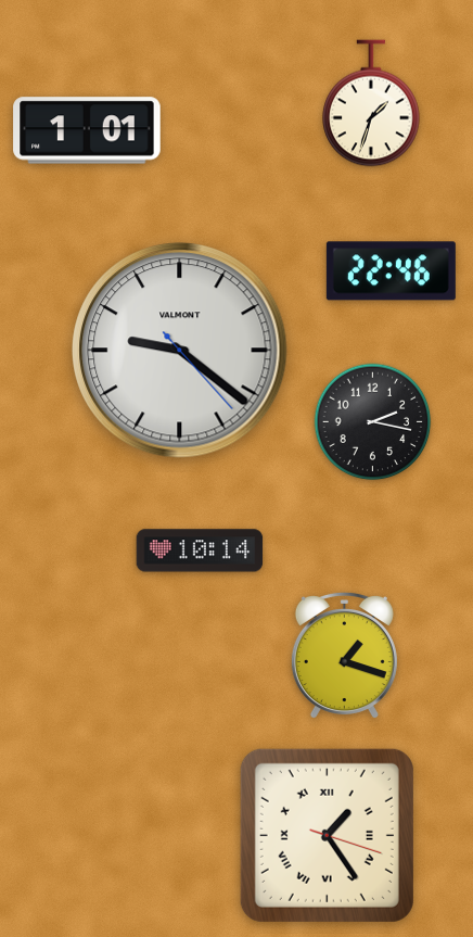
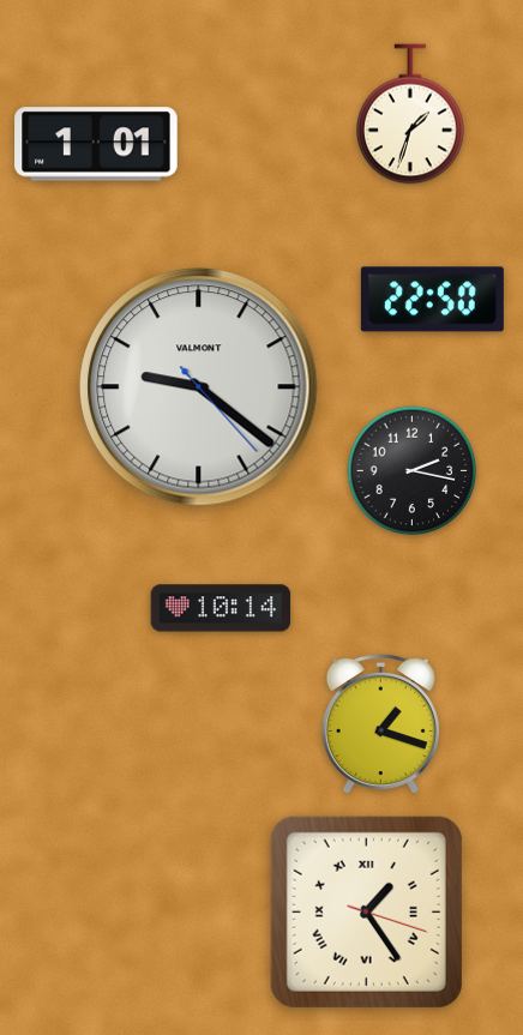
clock at (391, 271): 22:46 -> 22:50
clock at (373, 422) position: (373, 422) -> (413, 471)
clock at (327, 835) position: (327, 835) -> (366, 911)
